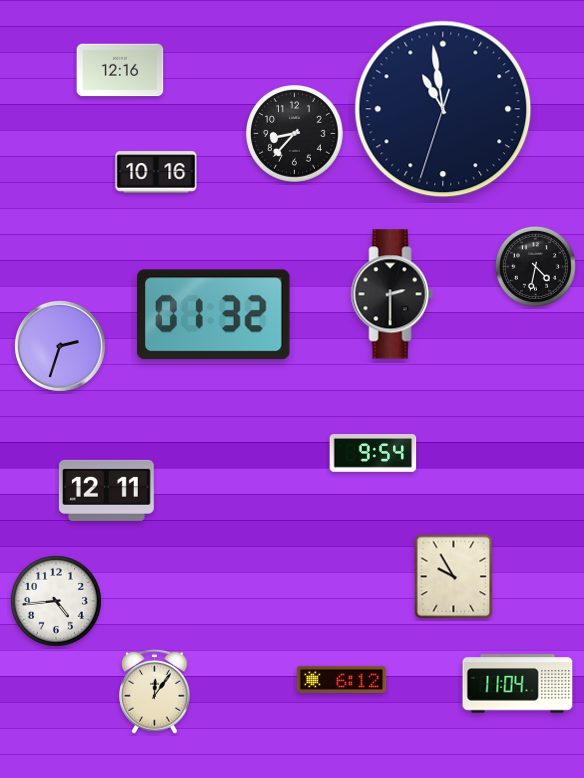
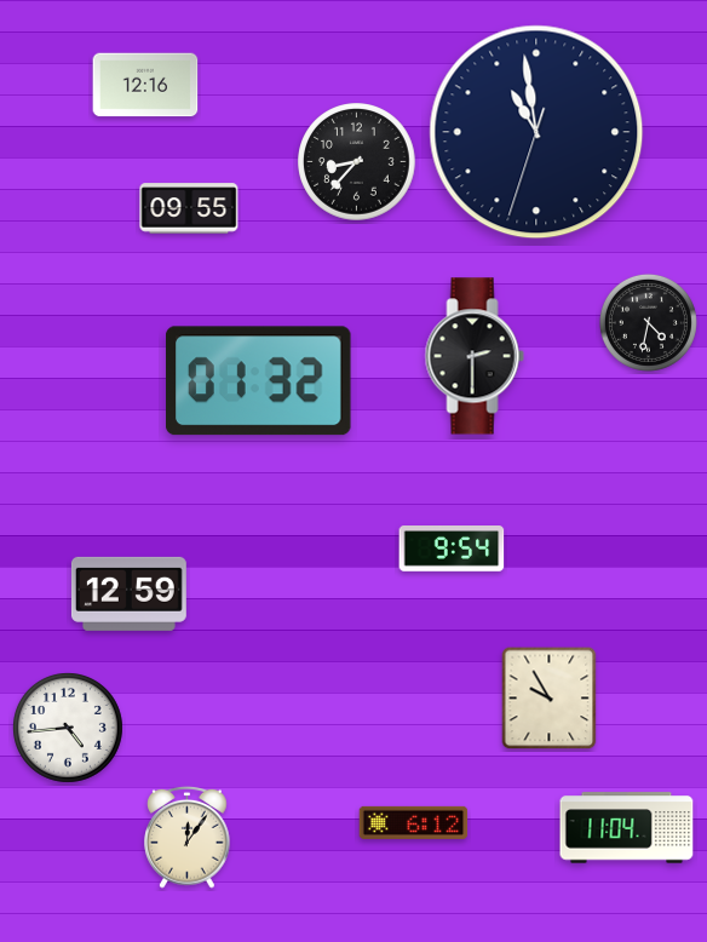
clock at (156, 172): 10:16 -> 09:55
clock at (60, 346): 2:33 -> none
clock at (106, 490): 12:11 -> 12:59
